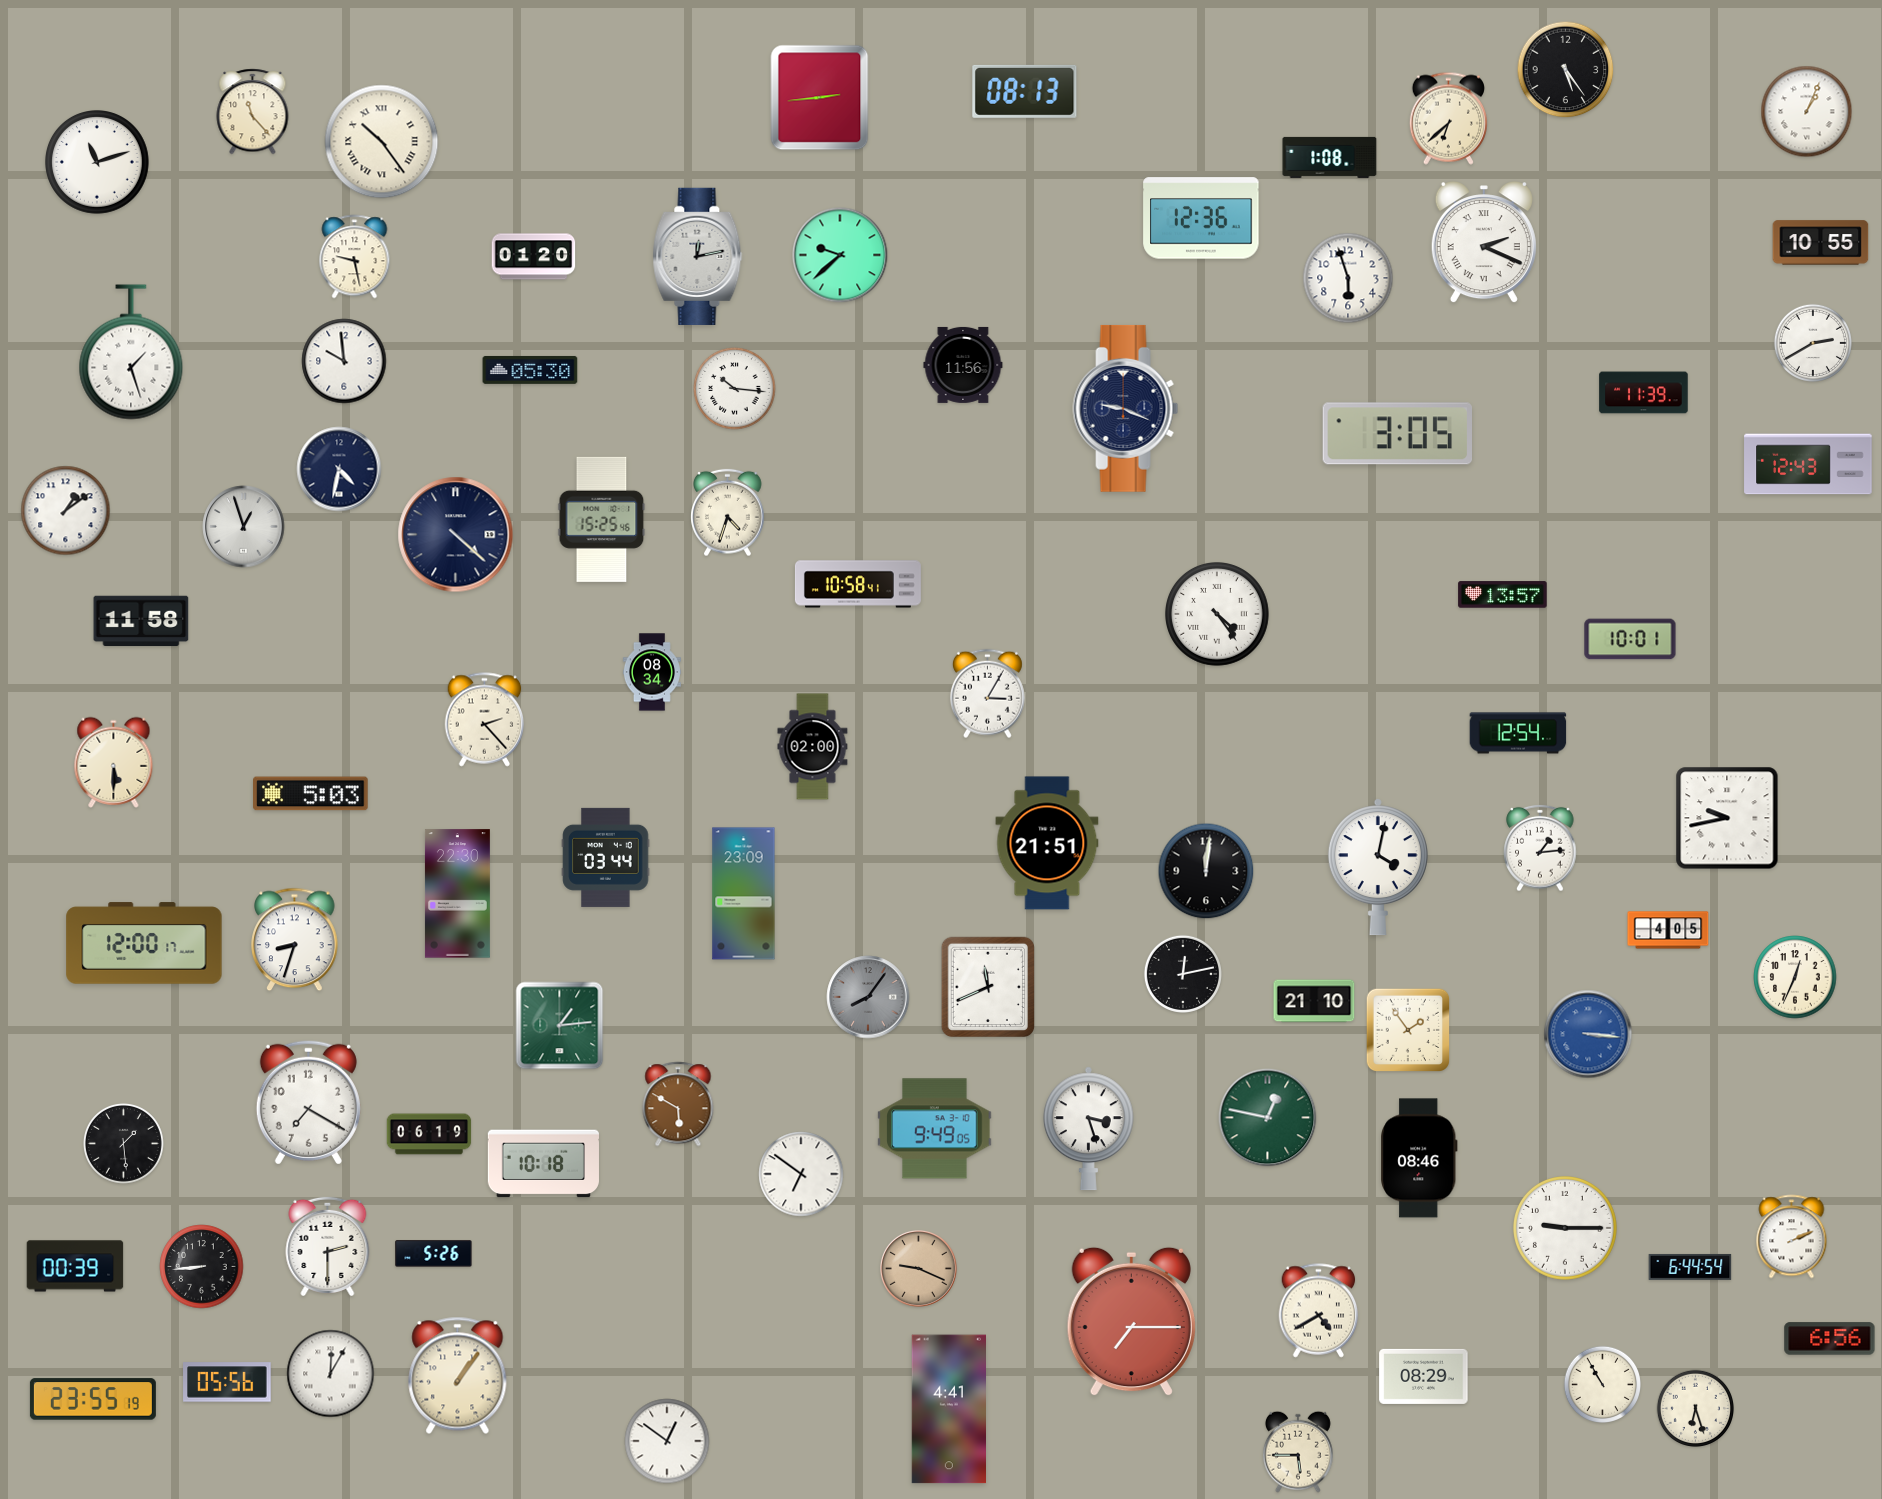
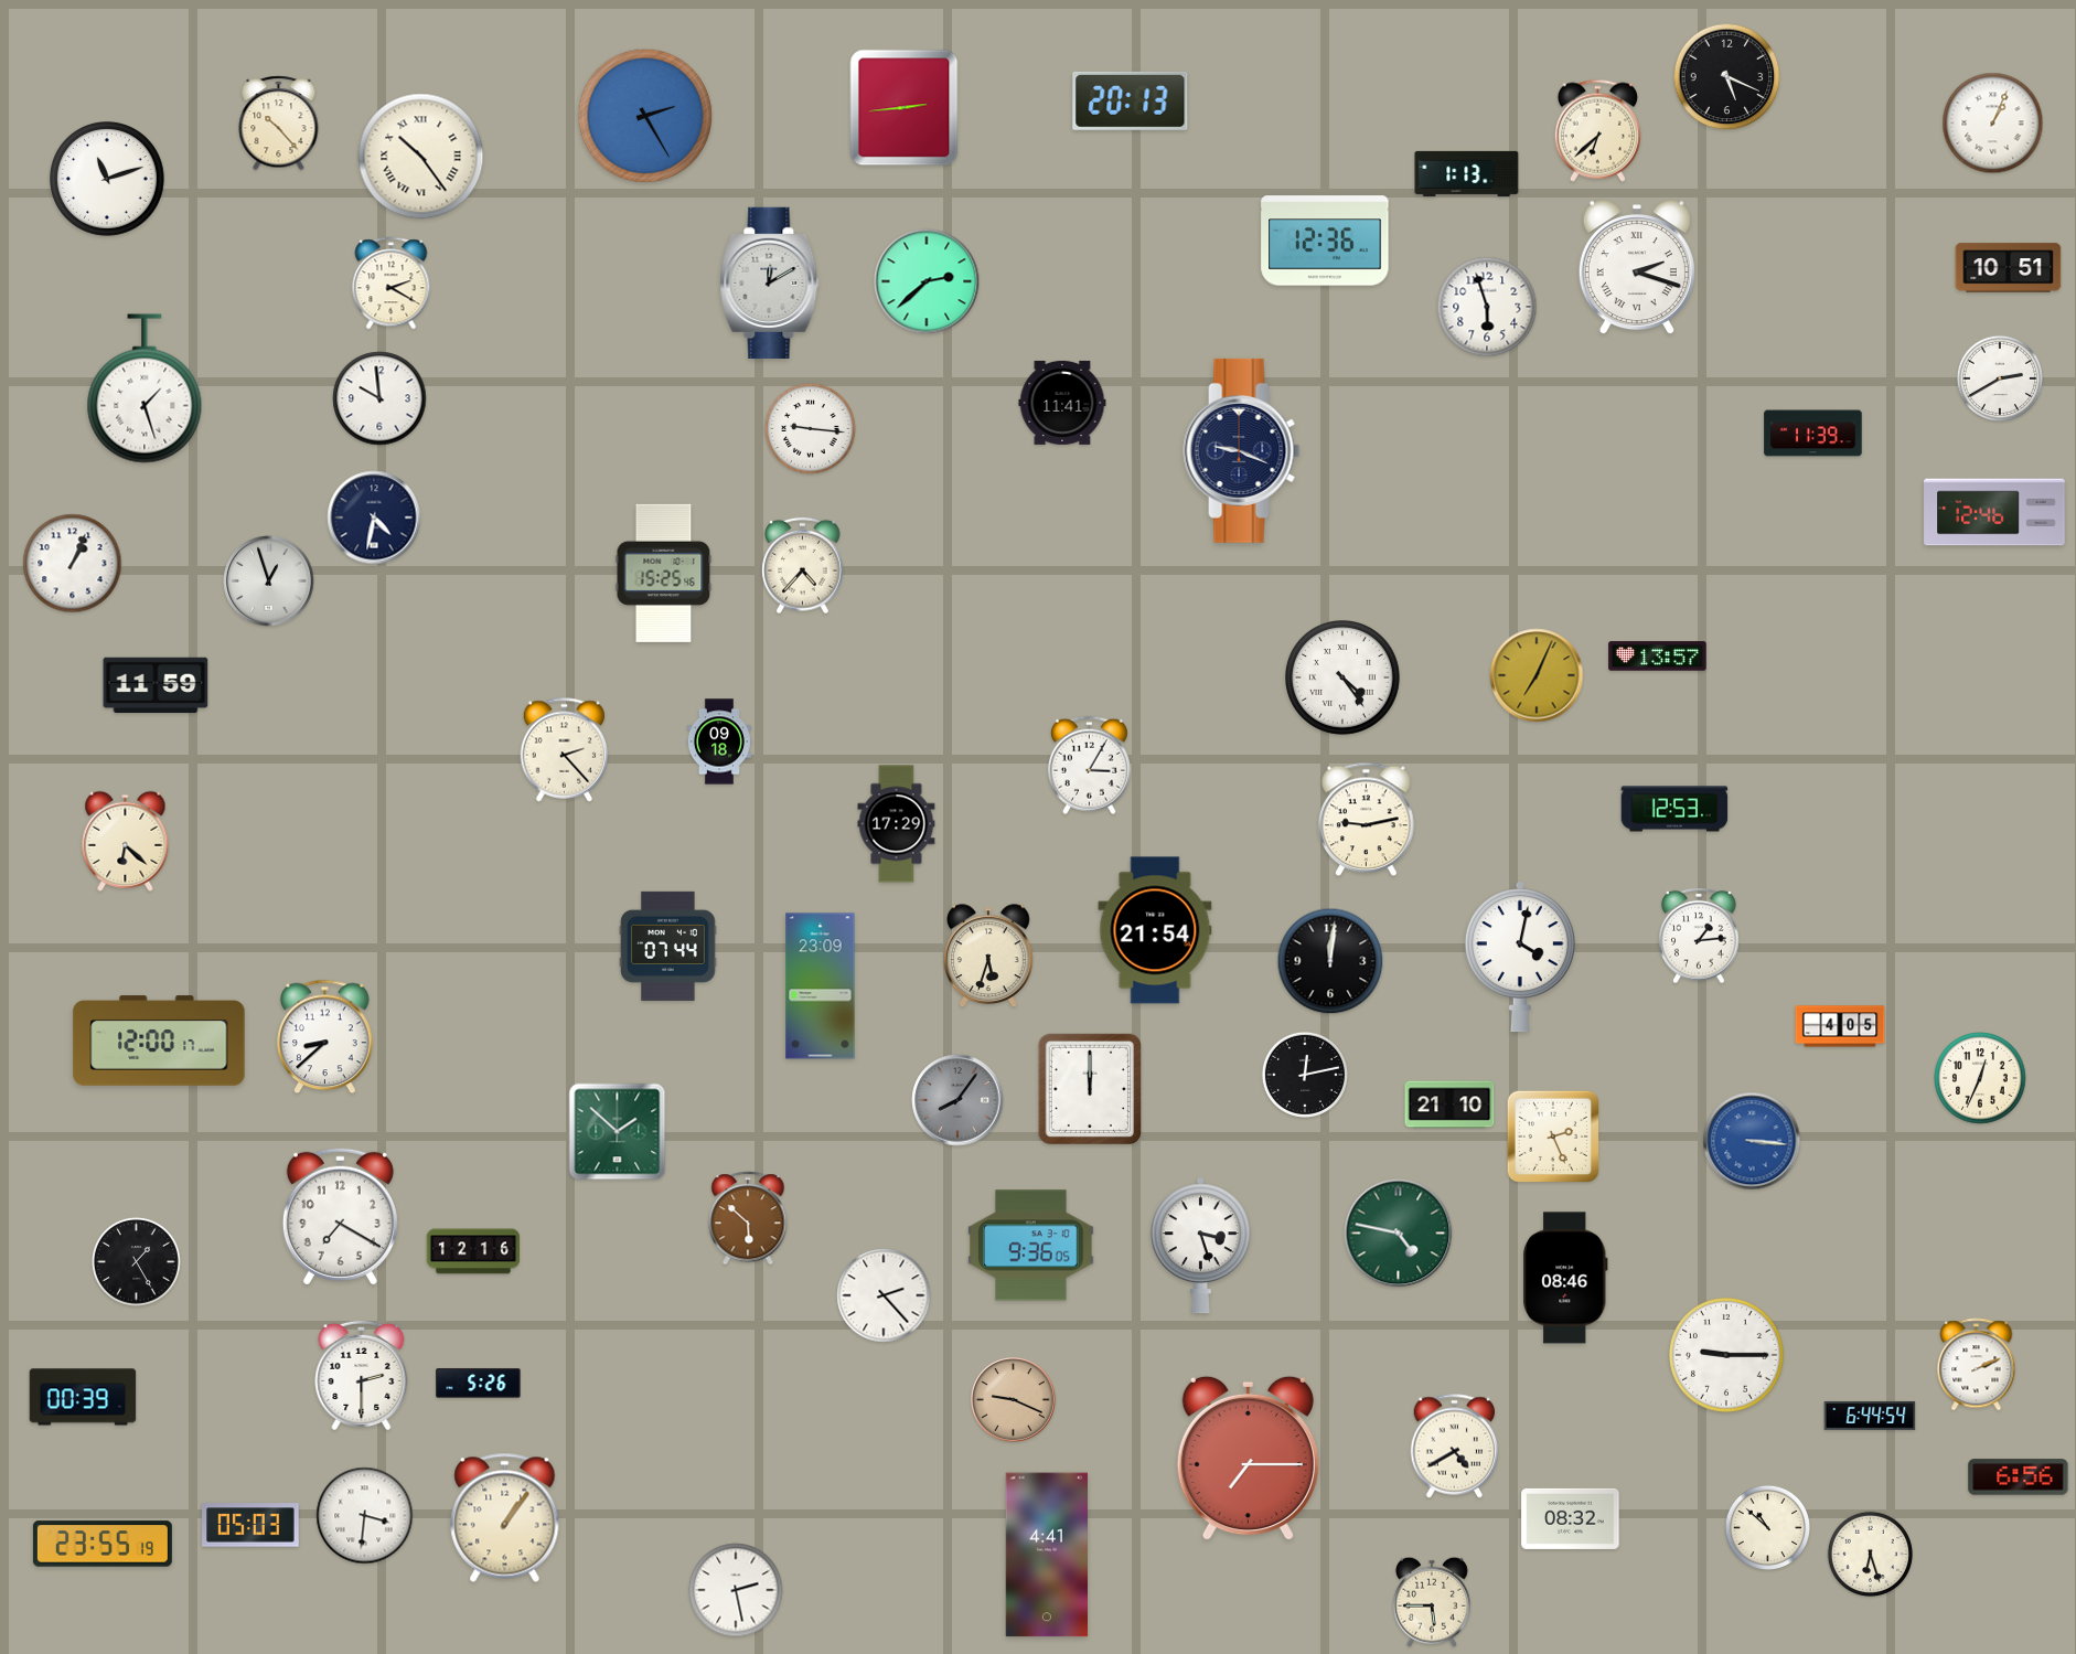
clock at (1566, 70): 5:24 -> 5:19
clock at (1025, 91): 08:13 -> 20:13
clock at (644, 115): none -> 2:25
clock at (253, 112): 11:23 -> 10:23
clock at (1330, 157): 1:08 -> 1:13
clock at (1484, 243): 2:19 -> 2:18
clock at (1821, 243): 10:55 -> 10:51
clock at (840, 255): 9:38 -> 2:38
clock at (698, 256): 12:13 -> 12:10
clock at (355, 257): 9:28 -> 2:20
clock at (534, 257): 01:20 -> none
clock at (963, 365): 11:56 -> 11:41
clock at (530, 370): 05:30 -> none
clock at (735, 389): 10:16 -> 9:16
clock at (1398, 434): 3:05 -> none
clock at (1808, 464): 12:43 -> 12:46
clock at (66, 511): 1:09 -> 1:04
clock at (728, 513): 4:33 -> 4:37
clock at (456, 535): 4:22 -> none
clock at (858, 584): 10:58 -> none
clock at (1537, 675): none -> 7:04
clock at (141, 621): 11:58 -> 11:59
clock at (1630, 639): 10:01 -> none
clock at (652, 672): 08:34 -> 09:18
clock at (485, 720) position: (485, 720) -> (565, 750)
clock at (1518, 733): 12:54 -> 12:53
clock at (1367, 820): none -> 9:13
clock at (813, 747): 02:00 -> 17:29
clock at (114, 762): 5:30 -> 6:22
clock at (311, 794): 5:03 -> none
clock at (1727, 818): 9:43 -> none
clock at (1047, 843): 21:51 -> 21:54
clock at (606, 857): 03:44 -> 07:44
clock at (988, 957): none -> 5:33
clock at (457, 894): 22:30 -> none
clock at (295, 940): 8:33 -> 8:38
clock at (988, 987): 11:41 -> 12:00
clock at (560, 1026): 1:14 -> 1:52
clock at (1408, 1030): 1:54 -> 2:26
clock at (678, 1104): 5:50 -> 5:52
clock at (1268, 1118): 12:47 -> 4:47
clock at (935, 1129): 9:49 -> 9:36
clock at (429, 1134): 06:19 -> 12:16
clock at (123, 1143): 1:29 -> 1:25
clock at (543, 1164): 10:18 -> none
clock at (801, 1174): 6:51 -> 2:23
clock at (202, 1267): 8:44 -> none
clock at (1690, 1267) position: (1690, 1267) -> (1870, 1416)
clock at (331, 1374): 12:05 -> 3:31
clock at (1424, 1376): 08:29 -> 08:32
clock at (227, 1382): 05:56 -> 05:03
clock at (1602, 1384): 10:55 -> 10:52
clock at (667, 1441): 12:51 -> 2:28
